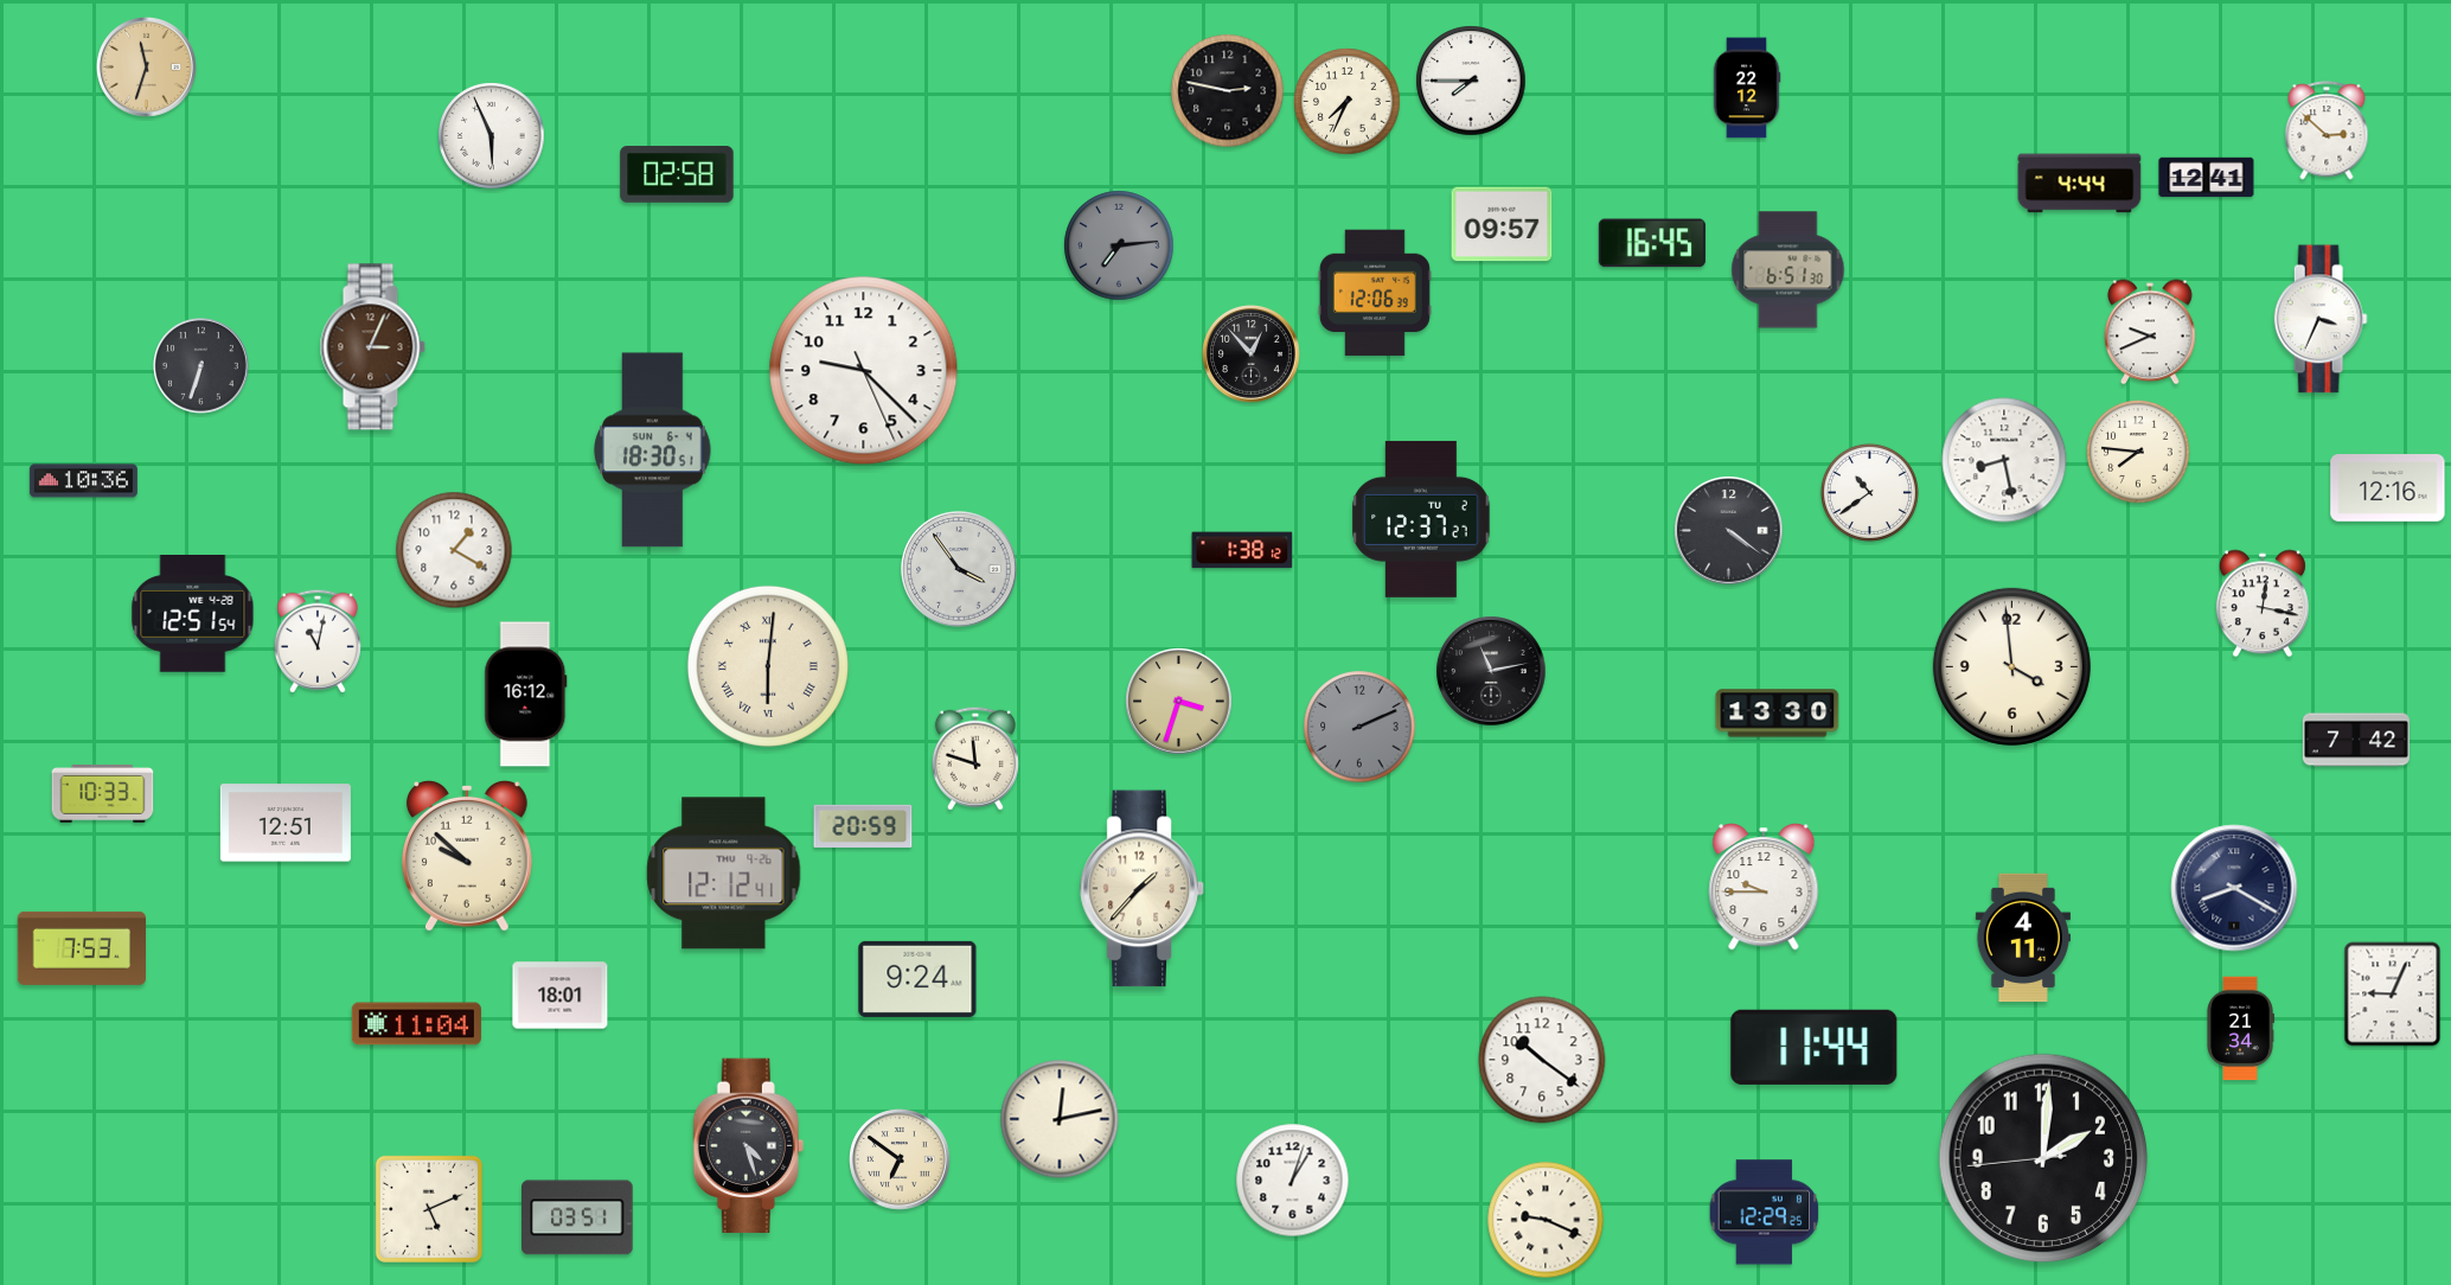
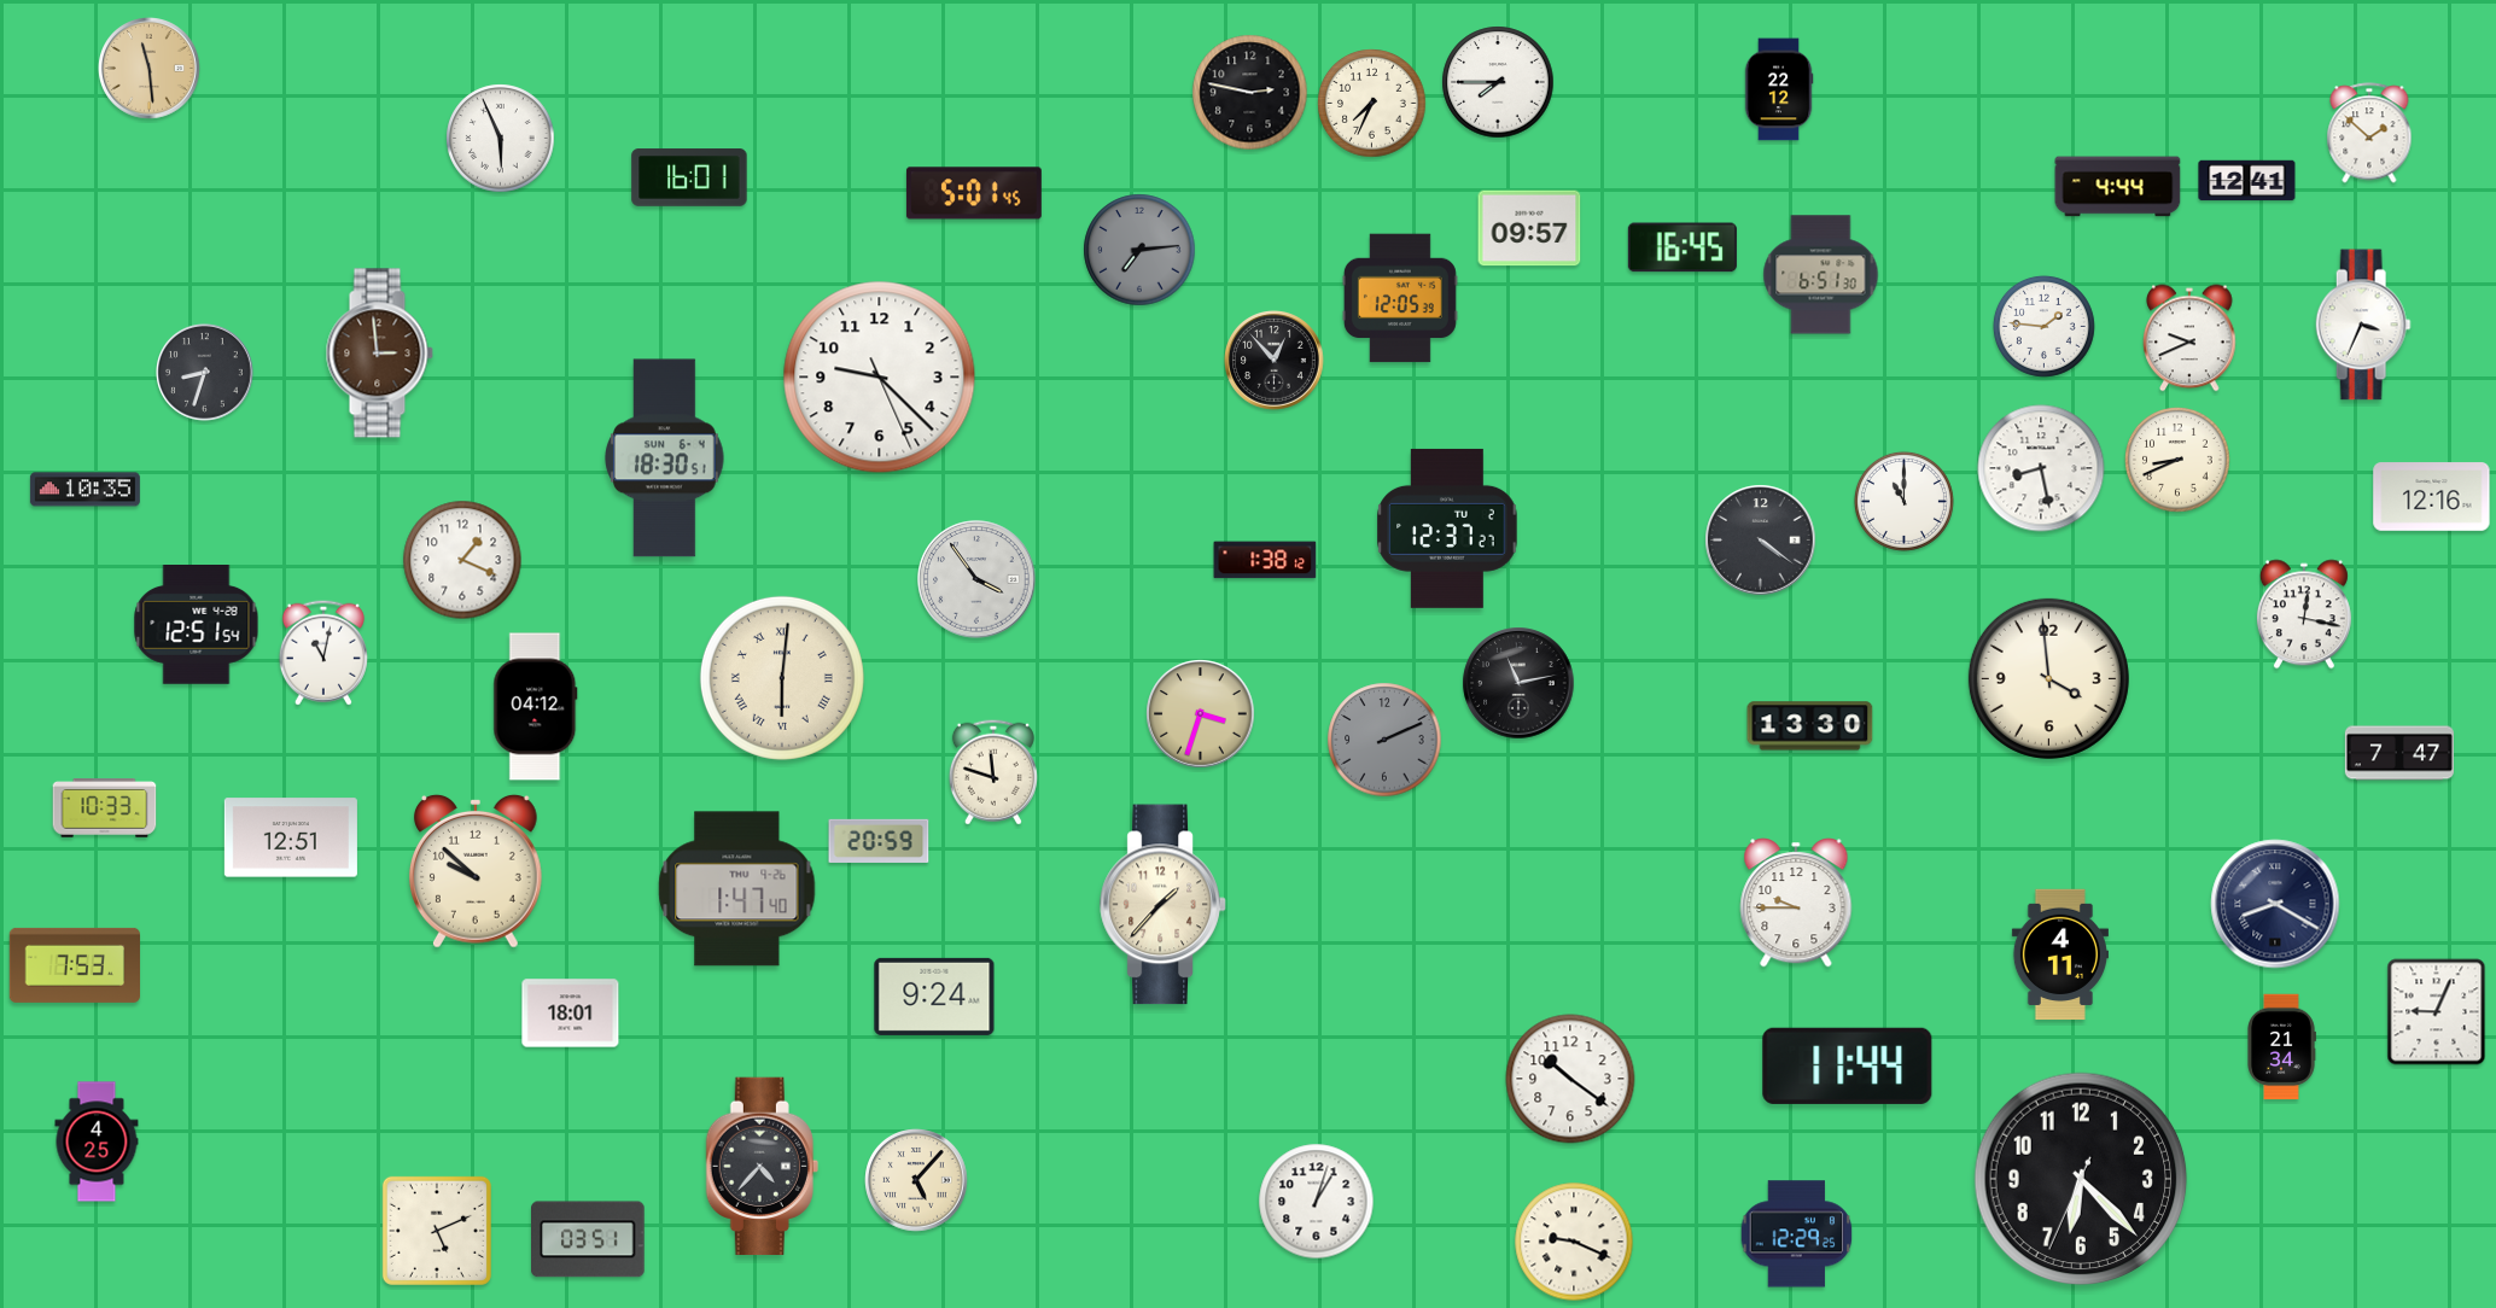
clock at (147, 68): 11:33 -> 11:29
clock at (2327, 130): 2:52 -> 1:52
clock at (677, 174): 02:58 -> 16:01
clock at (974, 193): none -> 5:01
clock at (1375, 293): 12:06 -> 12:05
clock at (2043, 326): none -> 1:46
clock at (372, 347): 3:04 -> 2:59
clock at (201, 366): 6:33 -> 8:33
clock at (2139, 453): 7:46 -> 8:41
clock at (83, 481): 10:36 -> 10:35
clock at (1869, 492): 10:39 -> 11:00
clock at (454, 550): 1:20 -> 1:19
clock at (526, 695): 16:12 -> 04:12
clock at (2356, 740): 7:42 -> 7:47
clock at (724, 874): 12:12 -> 1:47
clock at (82, 948) position: (82, 948) -> (75, 965)
clock at (416, 1024): 11:04 -> none
clock at (1060, 1119): 12:13 -> none
clock at (97, 1141): none -> 4:25
clock at (748, 1146): 4:27 -> 4:37
clock at (2043, 1158): 2:00 -> 6:22
clock at (900, 1159): 6:51 -> 5:07
